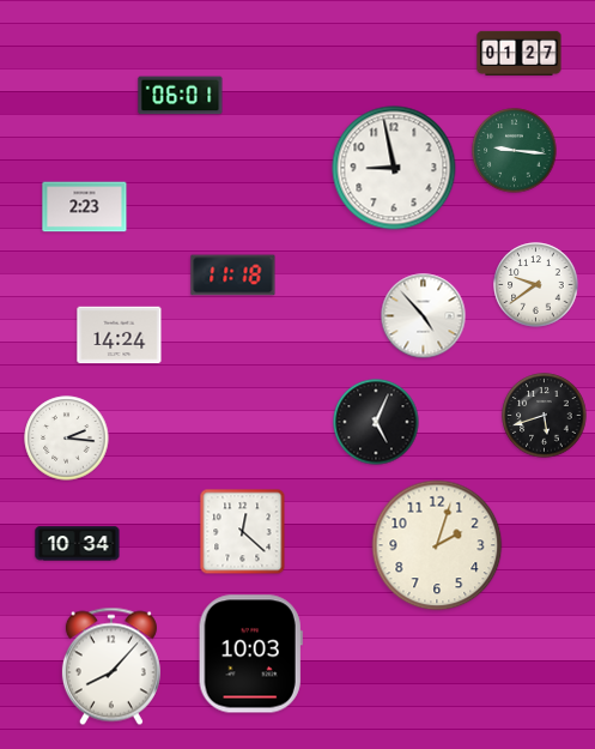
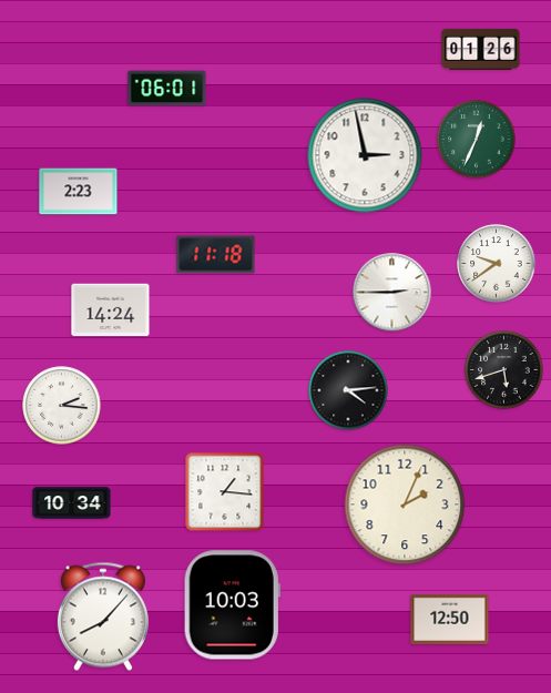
clock at (520, 53): 01:27 -> 01:26
clock at (515, 151): 9:16 -> 12:34
clock at (394, 168): 8:58 -> 2:58
clock at (424, 316): 4:53 -> 2:45
clock at (545, 416) position: (545, 416) -> (504, 370)
clock at (376, 422): 5:04 -> 4:14
clock at (243, 532): 12:22 -> 1:16
clock at (437, 545): 2:03 -> 2:04
clock at (450, 619): none -> 12:50
